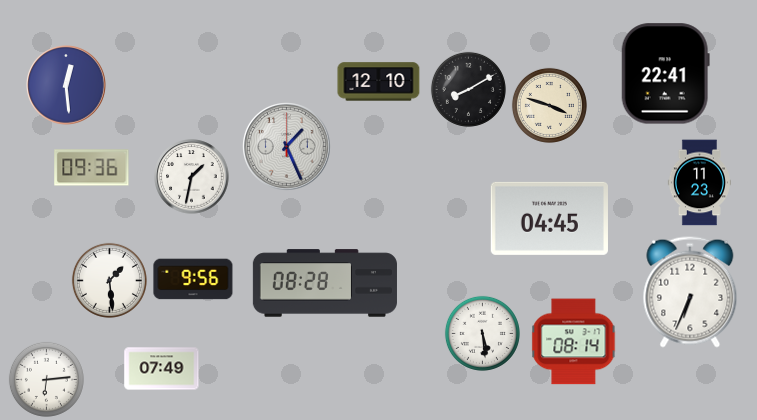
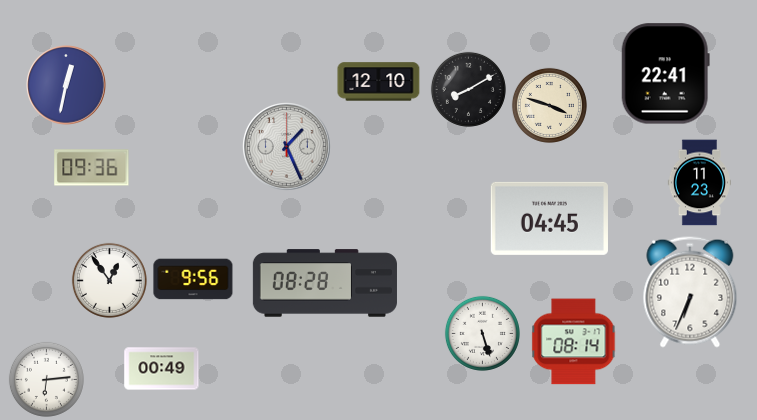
clock at (66, 85): 12:29 -> 12:32
clock at (192, 177): 1:32 -> none
clock at (109, 280): 1:29 -> 12:54
clock at (482, 333): 5:29 -> 5:27
clock at (162, 369): 07:49 -> 00:49
